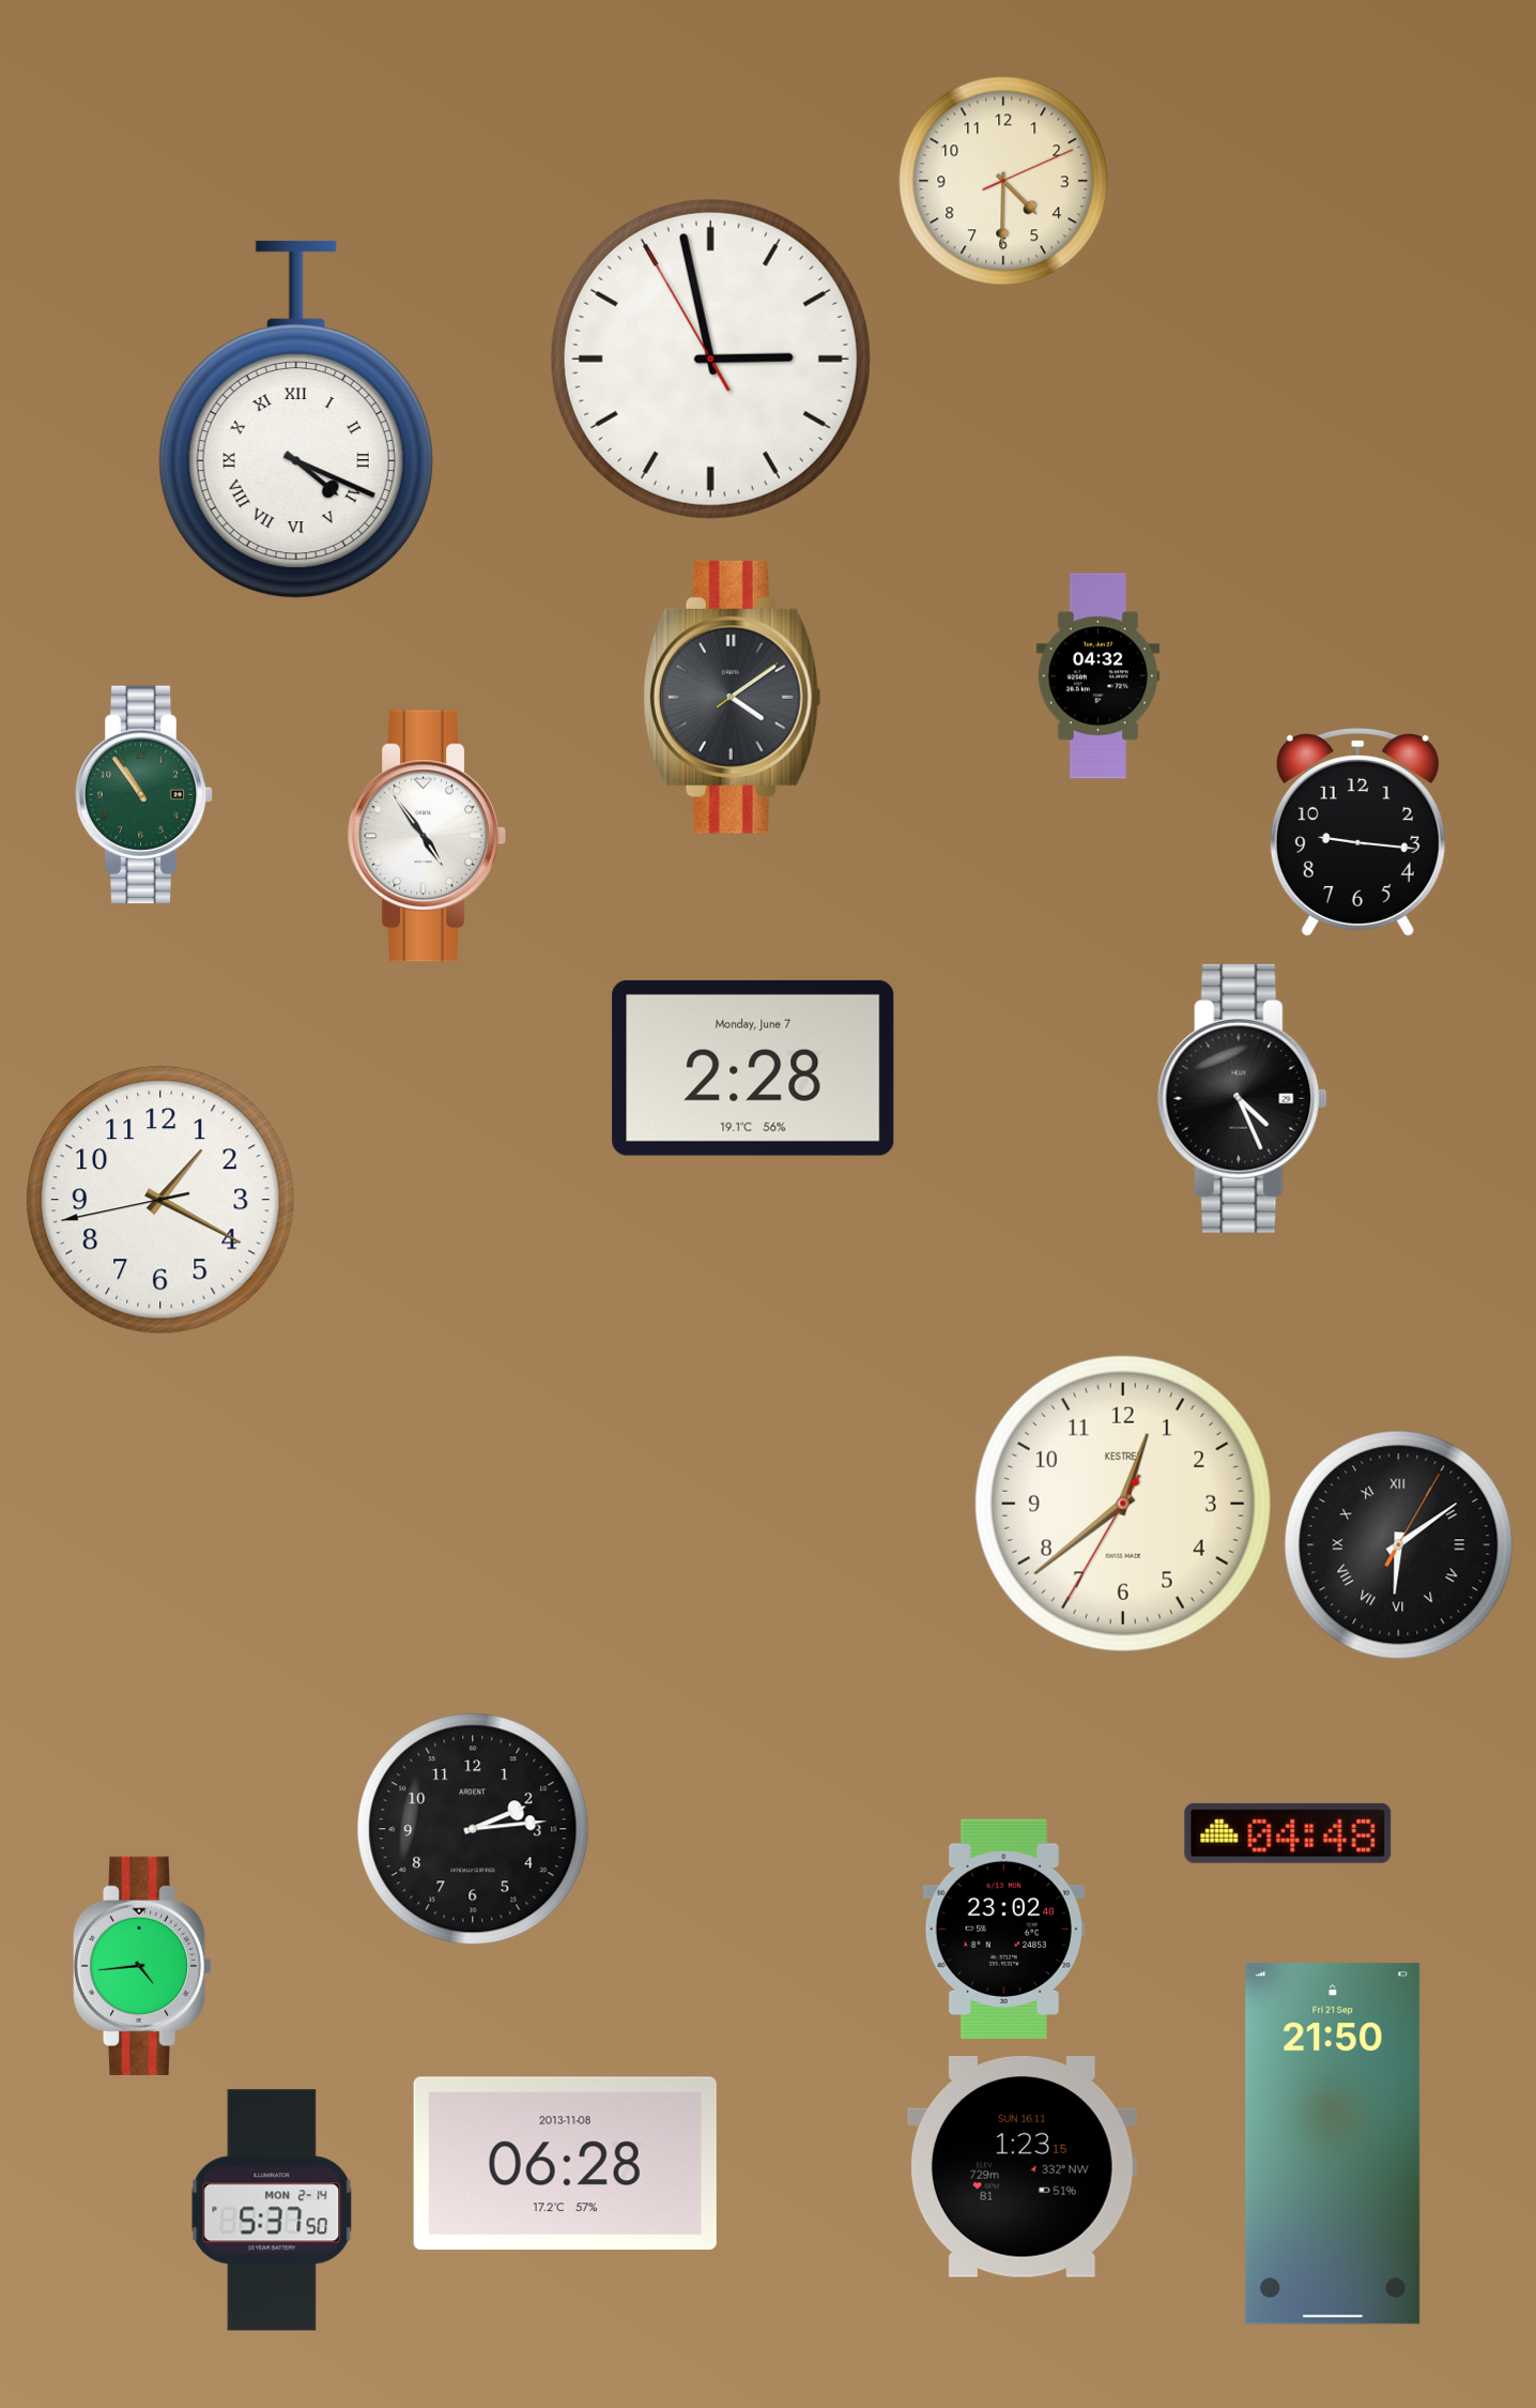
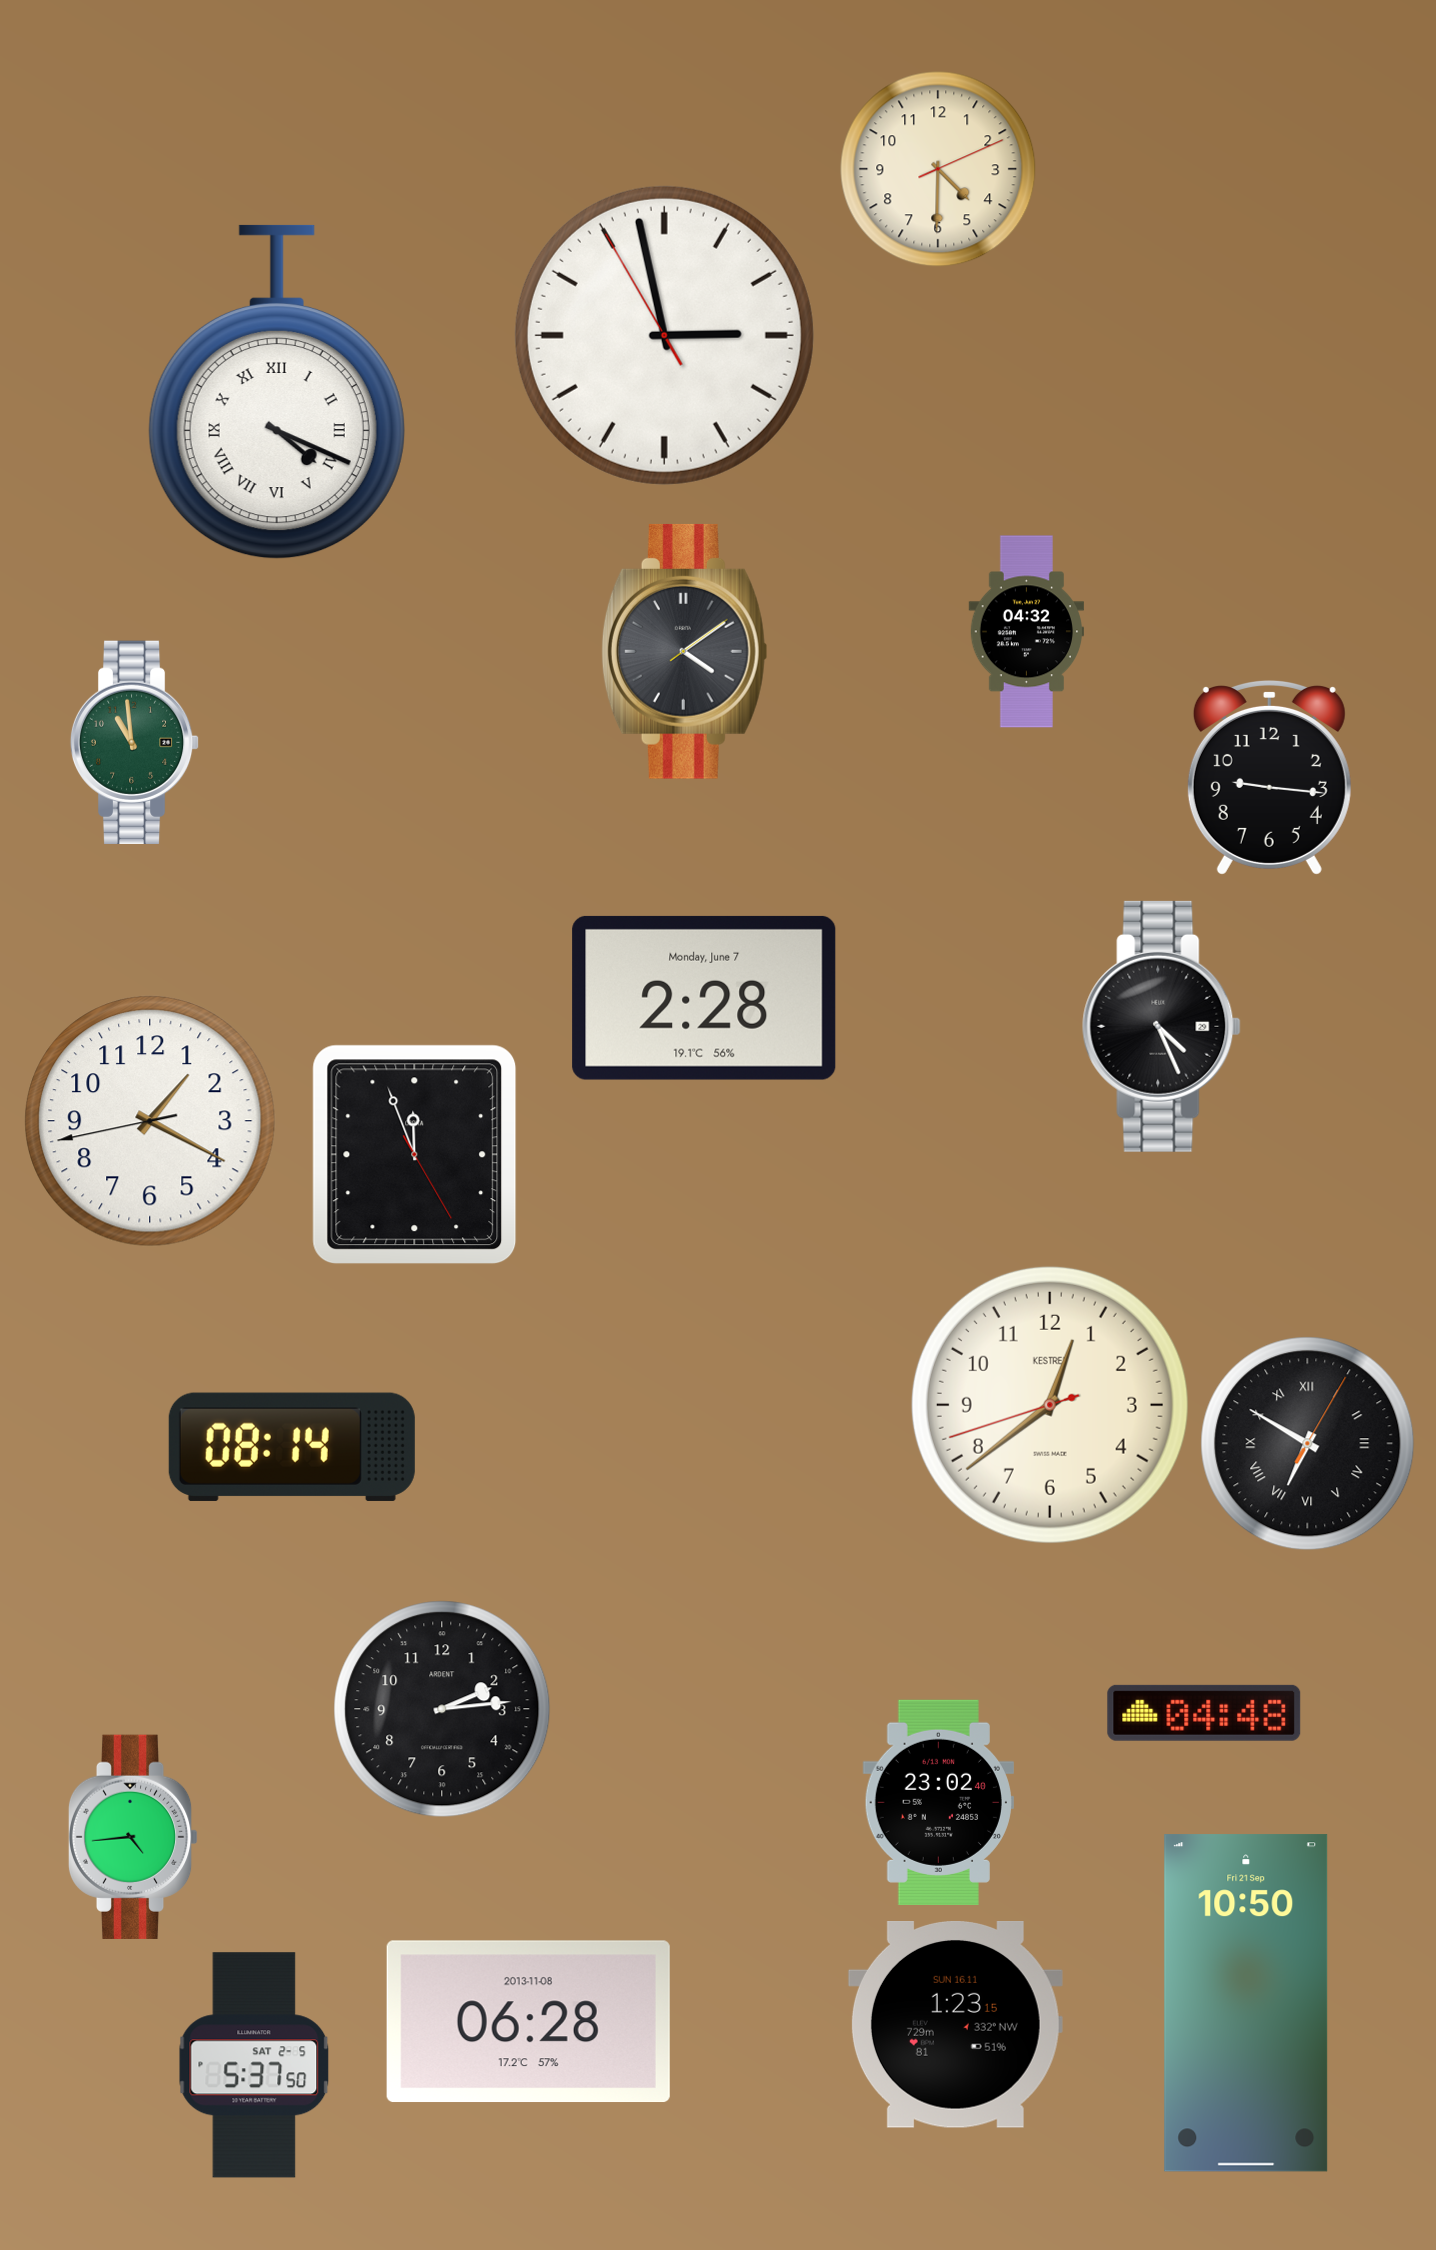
clock at (144, 794): 10:54 -> 10:59
clock at (427, 836): 4:54 -> none
clock at (415, 1155): none -> 11:56
clock at (1123, 1504): 12:38:35 -> 12:38:42
clock at (1399, 1545): 6:09 -> 6:50
clock at (292, 1447): none -> 08:14
clock at (1333, 2144): 21:50 -> 10:50
clock at (272, 2210) date: MON 2-14 -> SAT 2-5
